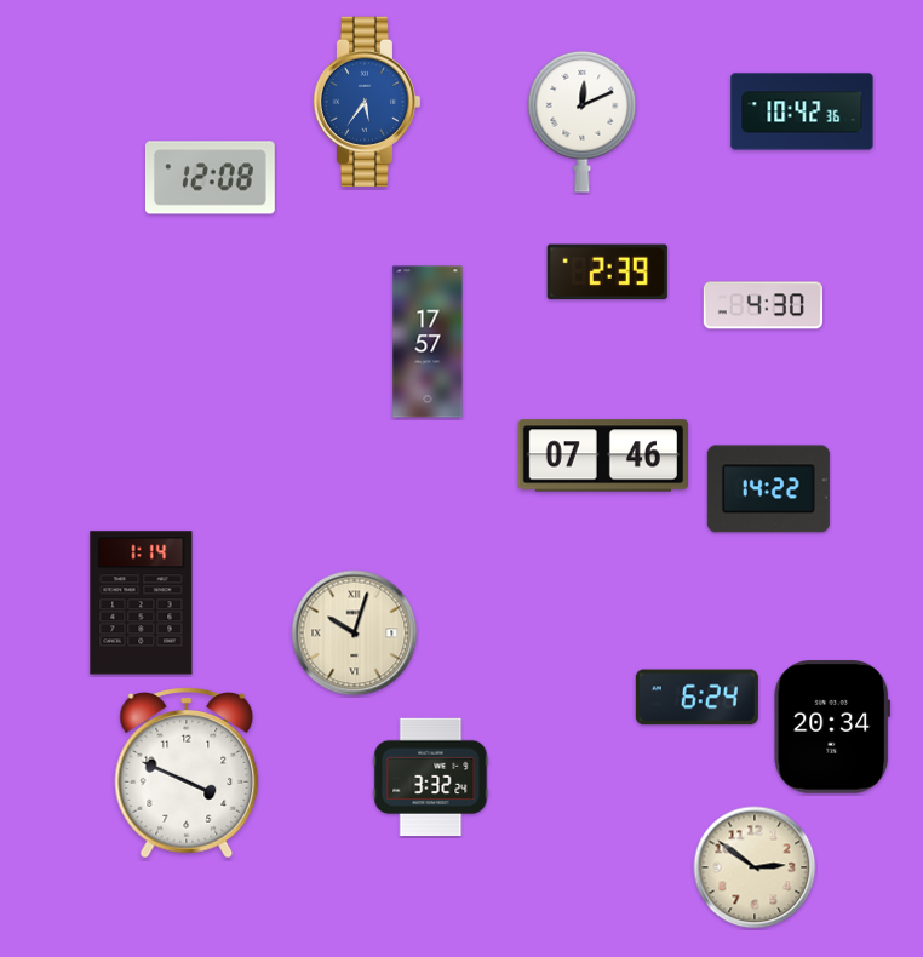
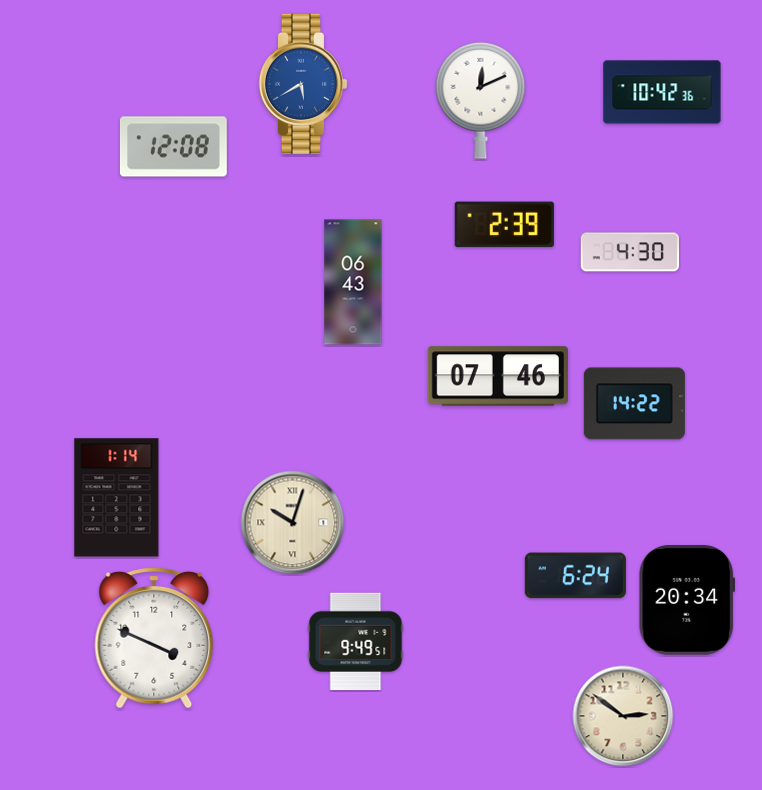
clock at (366, 102): 5:36 -> 5:40
clock at (607, 273) position: (607, 273) -> (504, 225)
clock at (428, 342): 17:57 -> 06:43
clock at (431, 778): 3:32 -> 9:49
